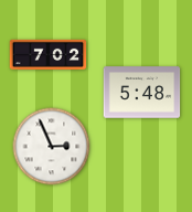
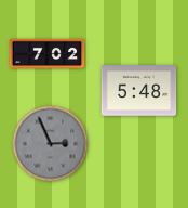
clock at (52, 147) dial: white -> grey
